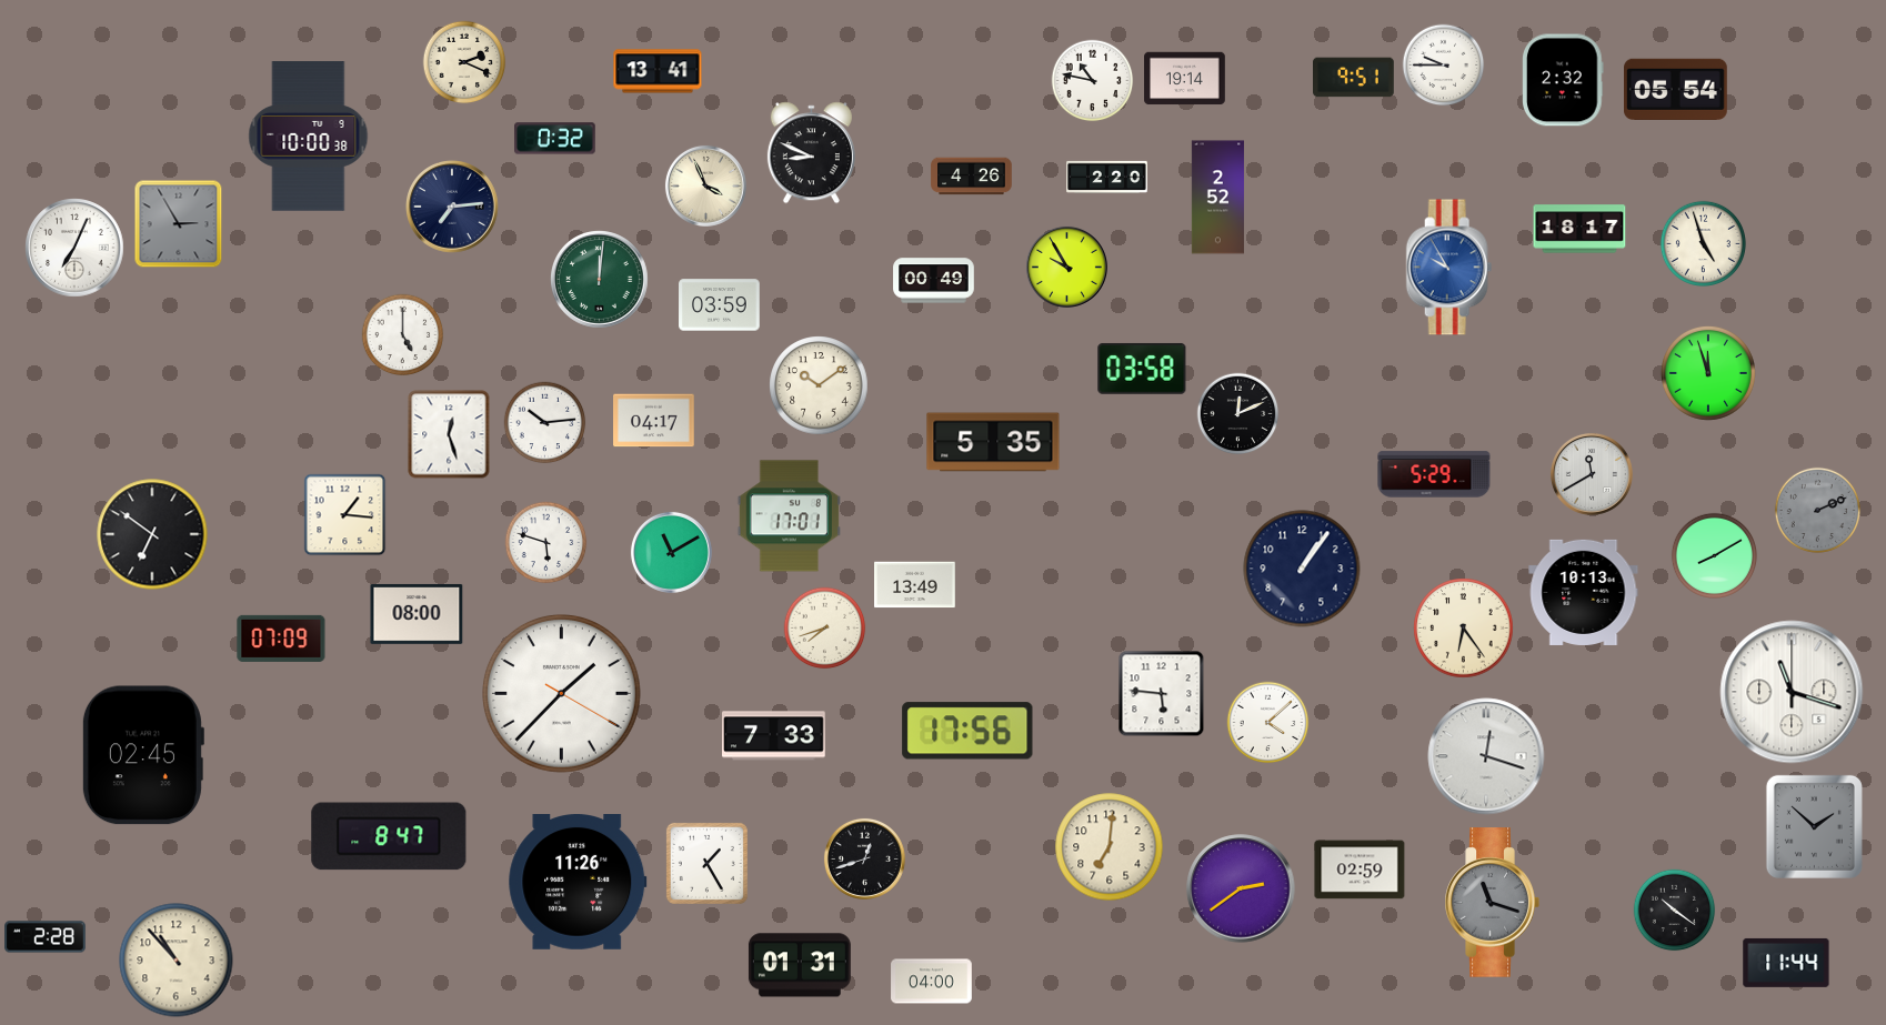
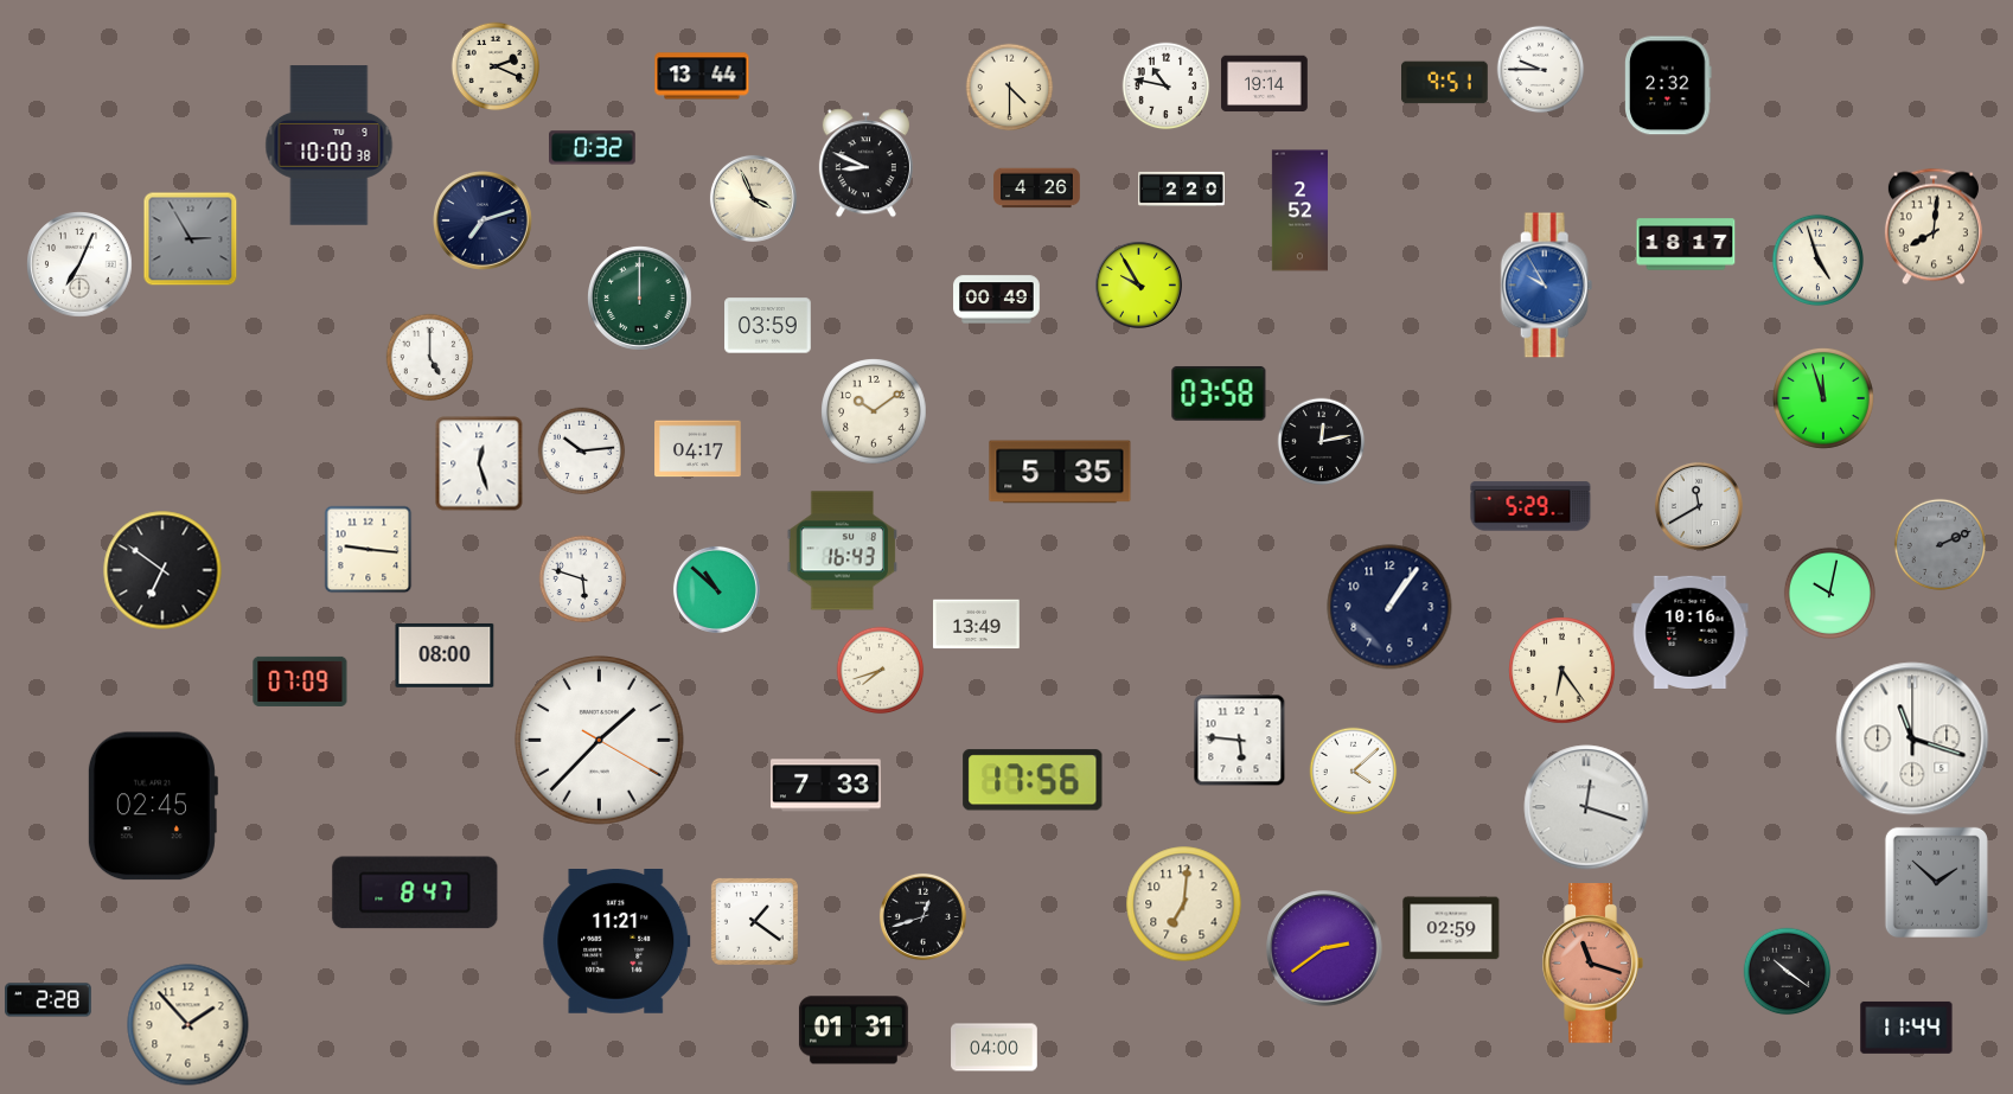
clock at (658, 71): 13:41 -> 13:44
clock at (1010, 88): none -> 4:30
clock at (1676, 89): 05:54 -> none
clock at (453, 208): 7:14 -> 7:12
clock at (1934, 226): none -> 8:01
clock at (600, 280): 12:01 -> 12:00
clock at (1238, 414): 12:11 -> 12:13
clock at (345, 515): 1:16 -> 9:16
clock at (789, 516): 17:01 -> 16:43
clock at (671, 552): 11:10 -> 10:52
clock at (1714, 555): 8:10 -> 10:02
clock at (1584, 592): 10:13 -> 10:16
clock at (706, 863): 1:25 -> 1:21
clock at (578, 883): 11:26 -> 11:21
clock at (1492, 903) dial: grey -> salmon
clock at (177, 961): 10:53 -> 1:53
